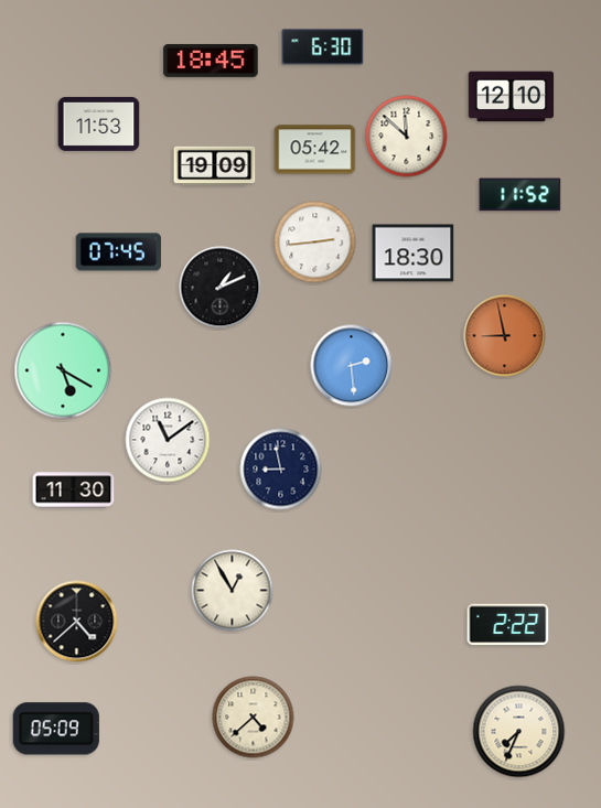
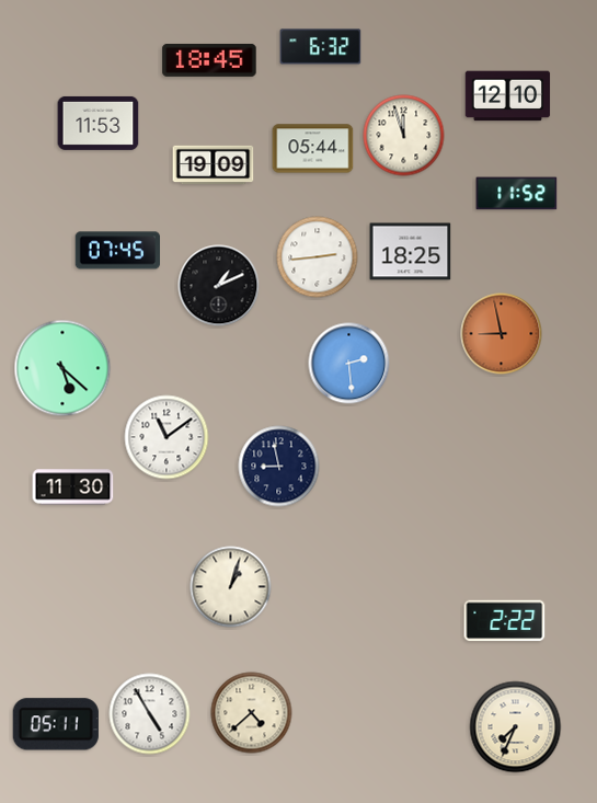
clock at (323, 47): 6:30 -> 6:32
clock at (407, 137): 11:52 -> 11:57
clock at (315, 150): 05:42 -> 05:44
clock at (315, 243) position: (315, 243) -> (318, 257)
clock at (414, 254): 18:30 -> 18:25
clock at (63, 370): 5:20 -> 5:22
clock at (233, 591): 12:55 -> 1:03
clock at (77, 622): 4:38 -> none
clock at (150, 714): none -> 4:55
clock at (56, 729): 05:09 -> 05:11
